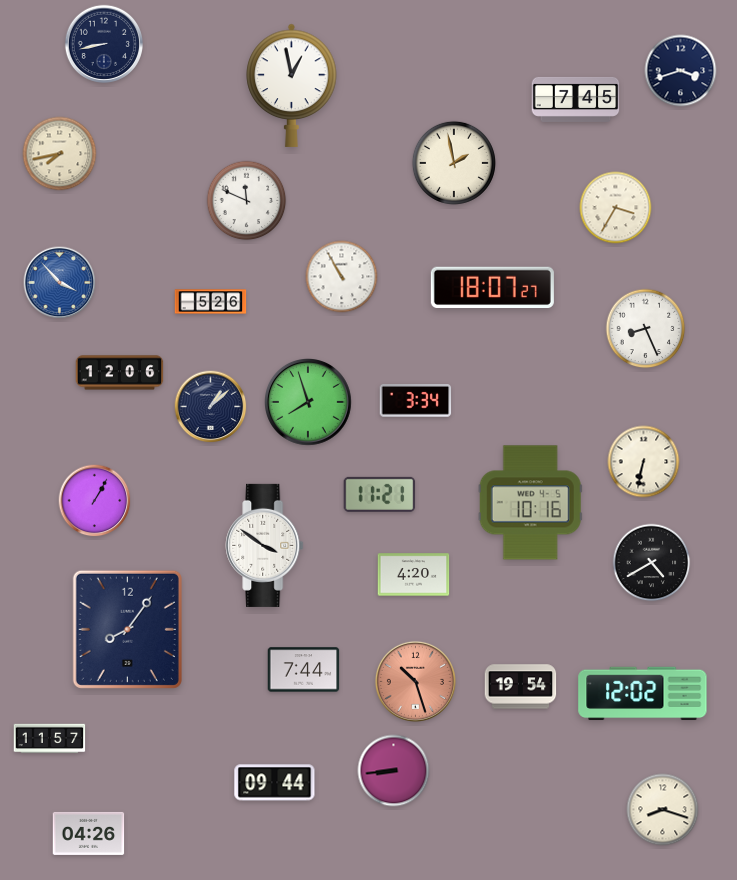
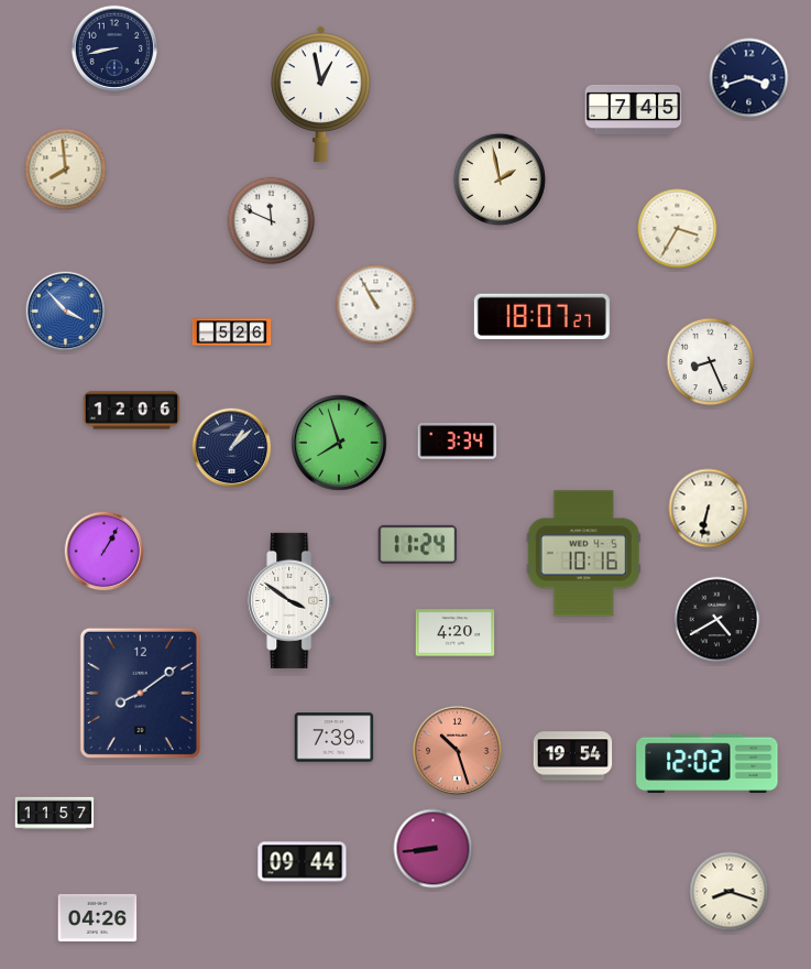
clock at (60, 154): 7:43 -> 7:59
clock at (380, 494): 11:21 -> 11:24
clock at (127, 629): 8:06 -> 8:09
clock at (304, 670): 7:44 -> 7:39
